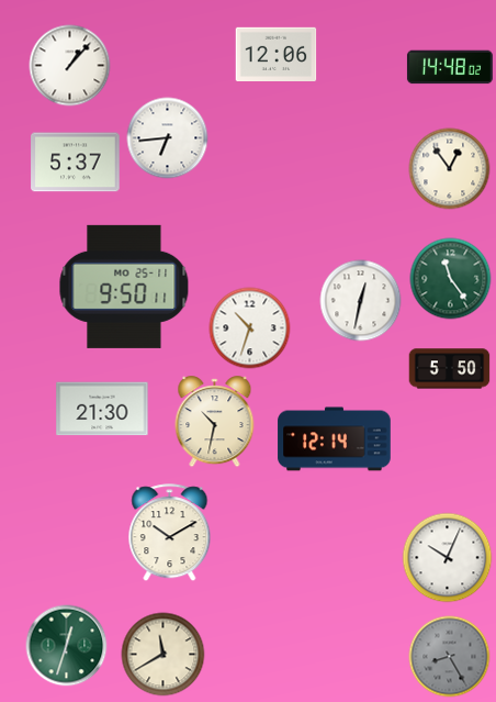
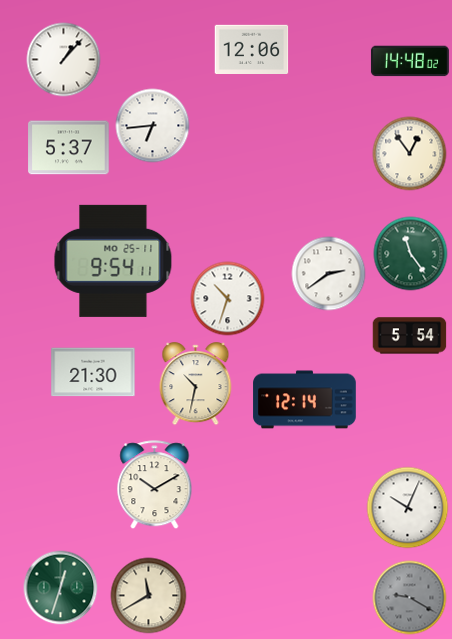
clock at (124, 287): 9:50 -> 9:54
clock at (361, 301): 12:32 -> 2:39
clock at (450, 369): 5:50 -> 5:54
clock at (450, 657): 8:25 -> 9:20
